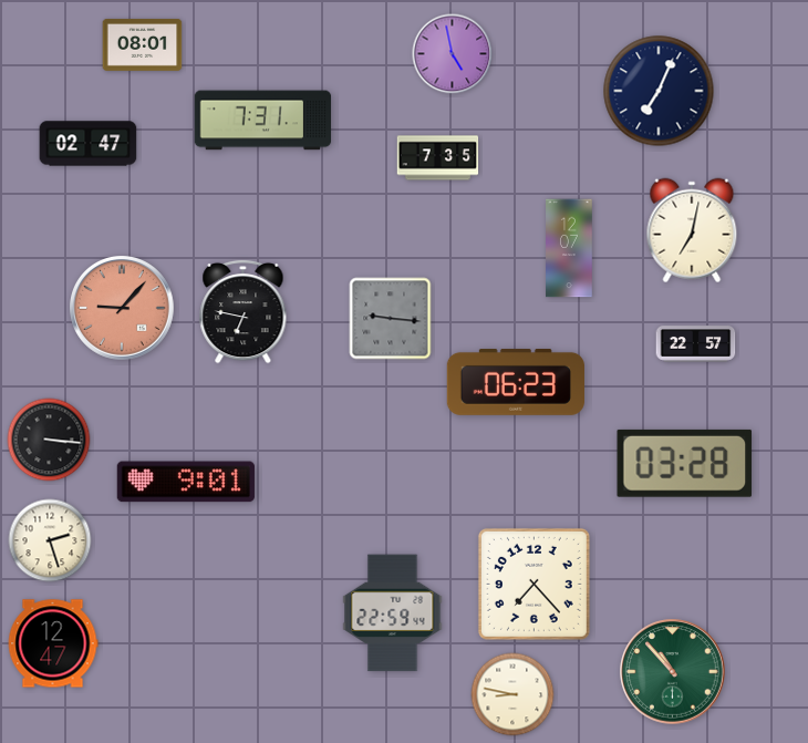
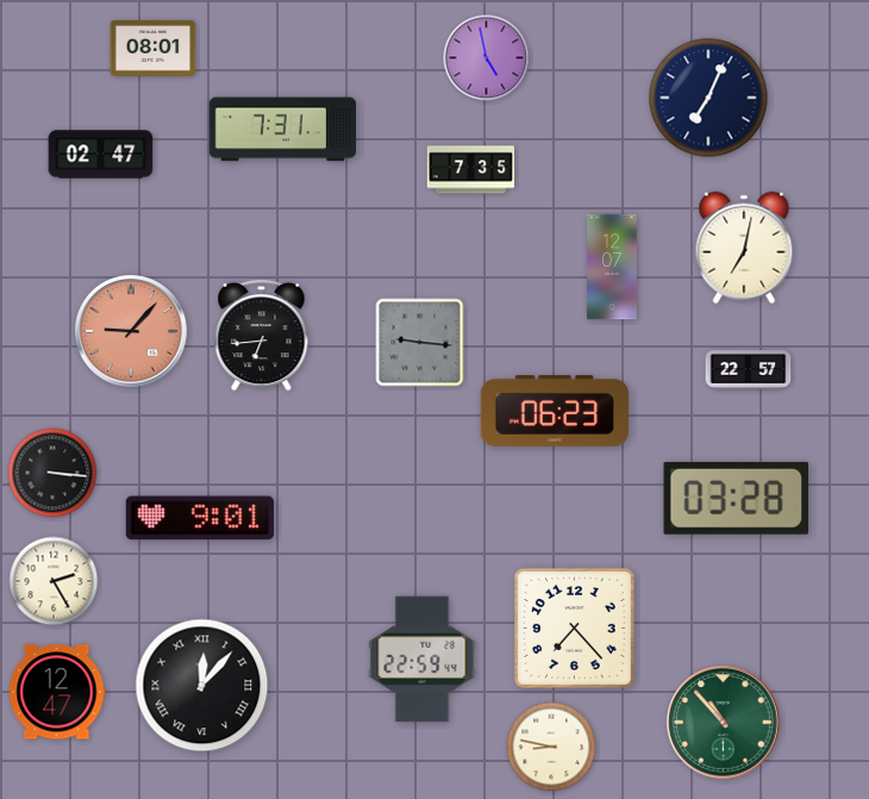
clock at (89, 144) position: (89, 144) -> (101, 155)
clock at (244, 311): 6:47 -> 6:44
clock at (50, 540): 2:27 -> 2:25
clock at (202, 686): none -> 12:07
